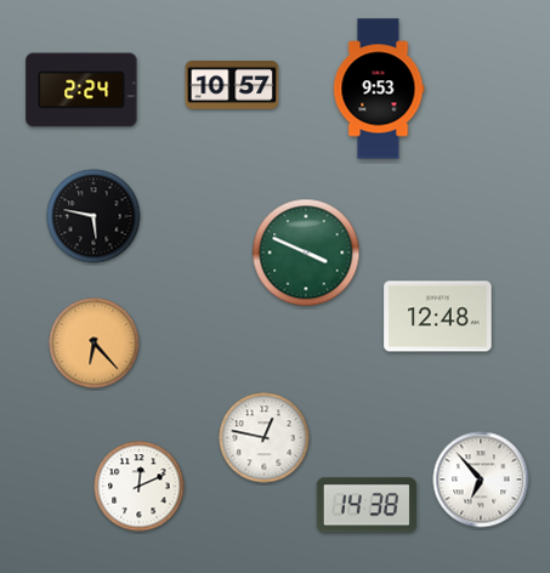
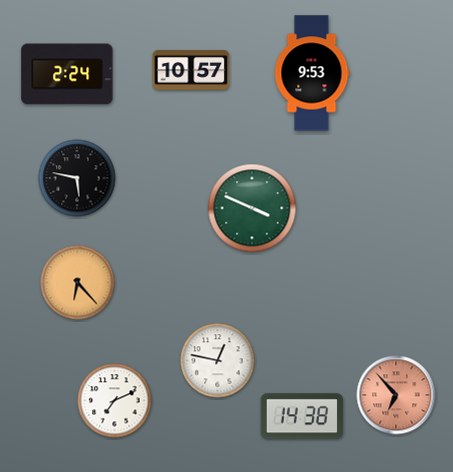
clock at (438, 317): 12:48 -> none
clock at (481, 480) dial: white -> salmon
clock at (140, 487): 12:11 -> 7:11
